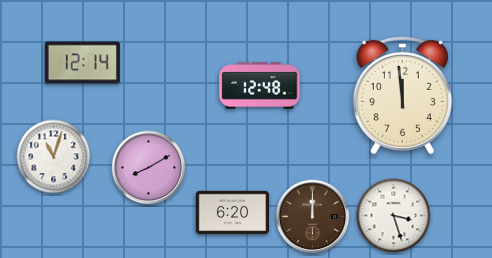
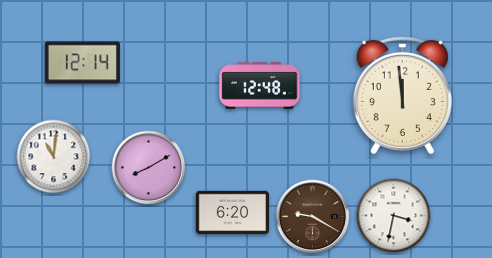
clock at (54, 157): 11:03 -> 11:01
clock at (394, 216): 3:27 -> 3:32
clock at (313, 217): 12:00 -> 9:20
